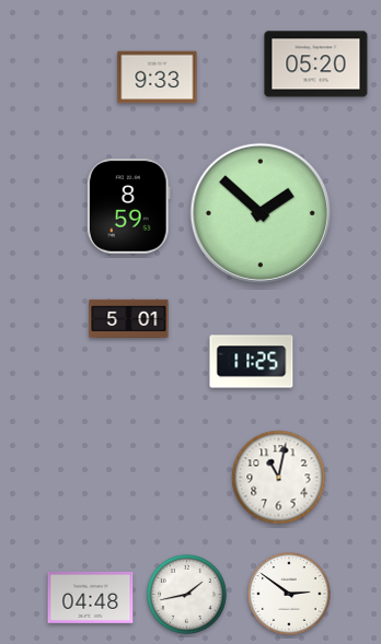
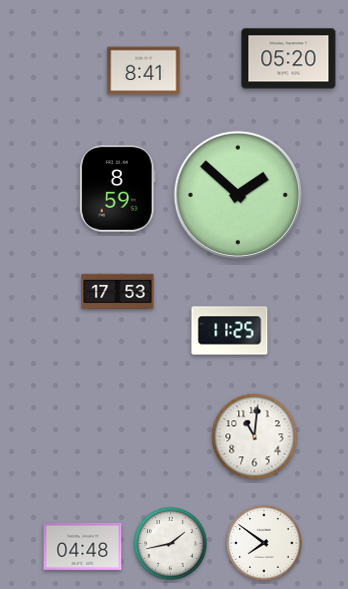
clock at (158, 78): 9:33 -> 8:41
clock at (129, 318): 5:01 -> 17:53
clock at (279, 478): 11:02 -> 11:01
clock at (289, 594): 2:51 -> 7:51
